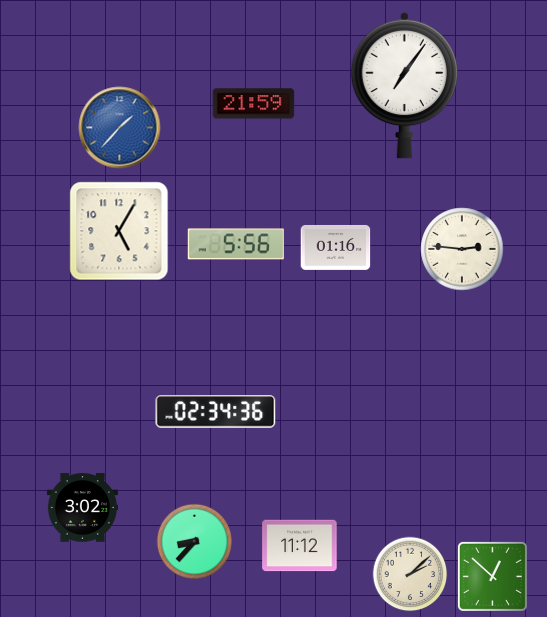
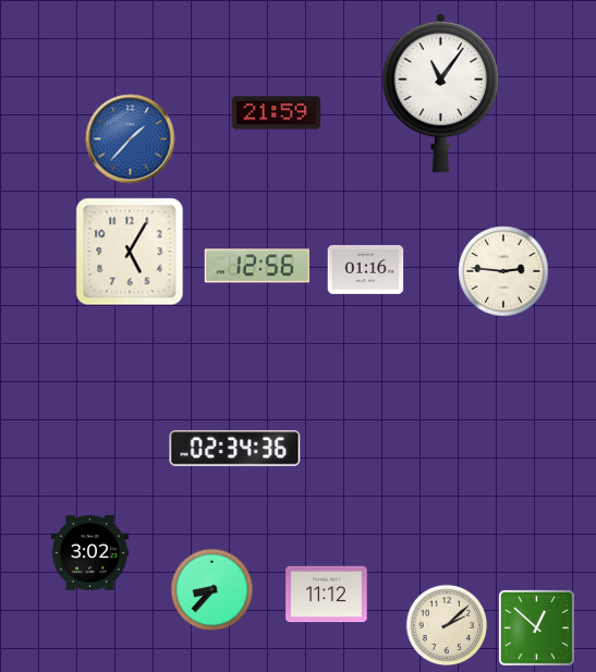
clock at (404, 85): 7:06 -> 11:06
clock at (235, 244): 5:56 -> 12:56
